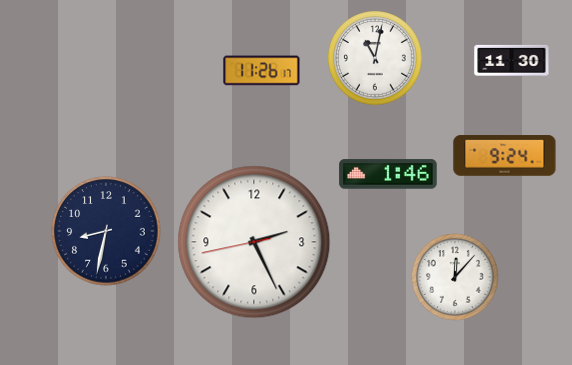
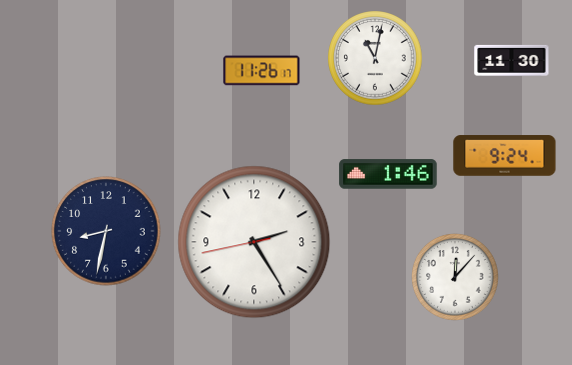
clock at (254, 242): 2:25 -> 2:24
